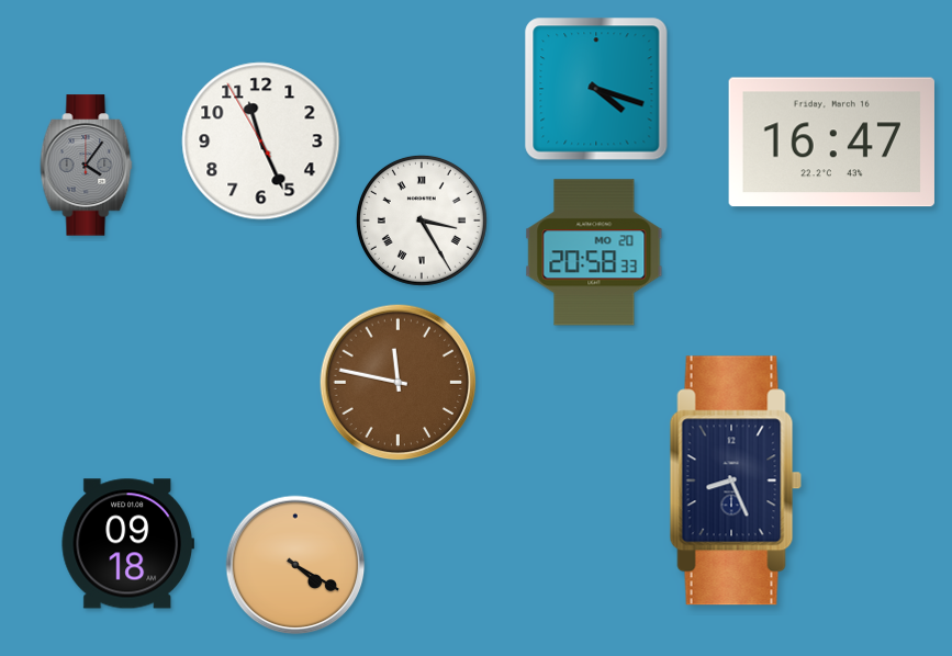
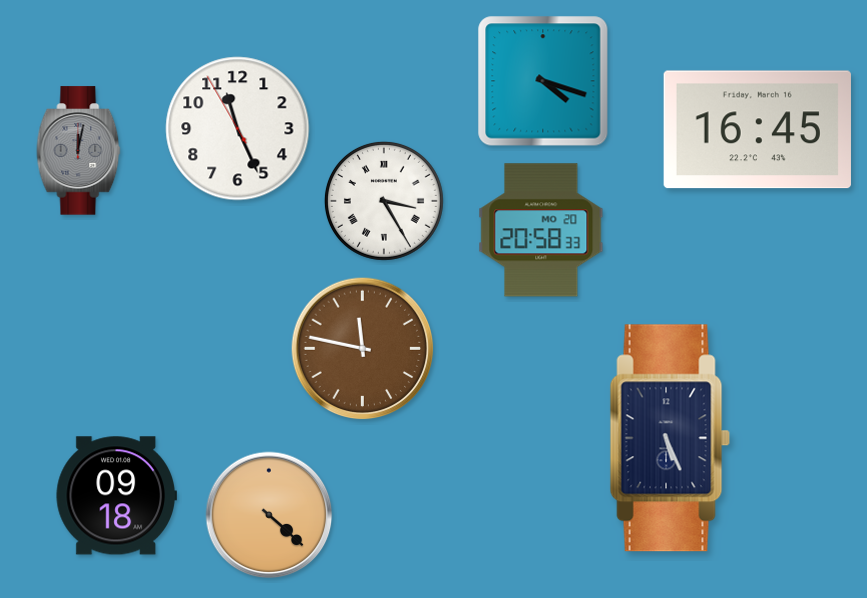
clock at (831, 143): 16:47 -> 16:45
clock at (87, 166): 4:06 -> 12:02
clock at (736, 480): 8:26 -> 5:26
clock at (295, 565): 4:20 -> 4:22
